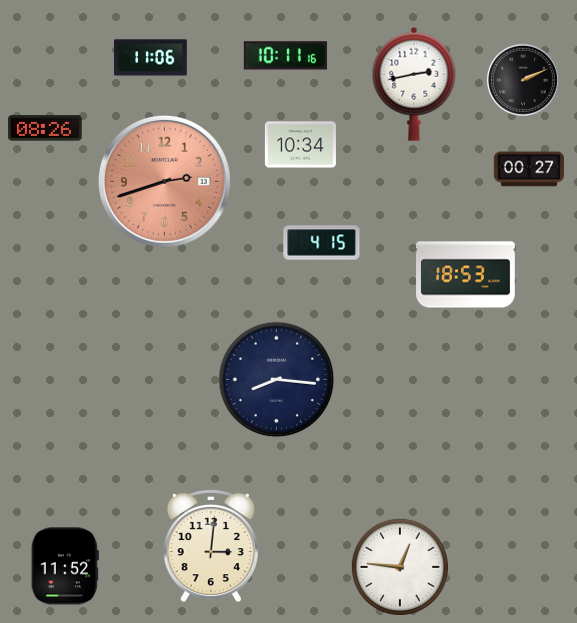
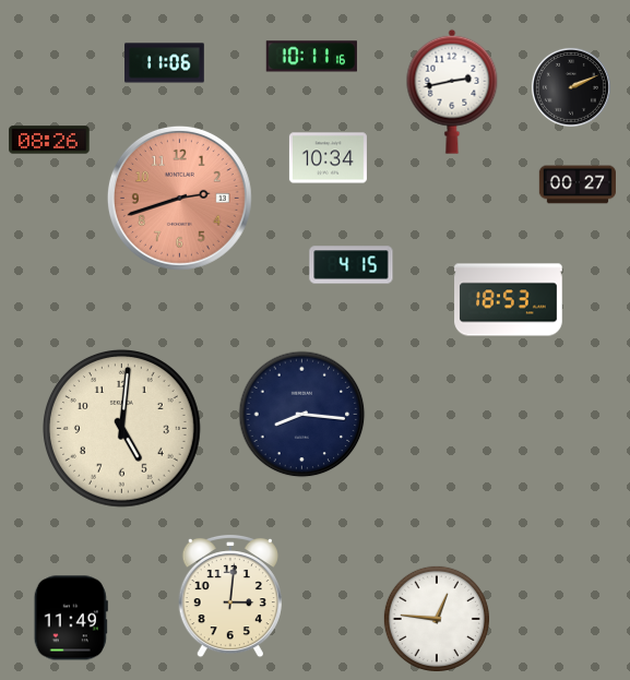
clock at (285, 56) position: (285, 56) -> (311, 57)
clock at (121, 428): none -> 5:01
clock at (65, 566): 11:52 -> 11:49
